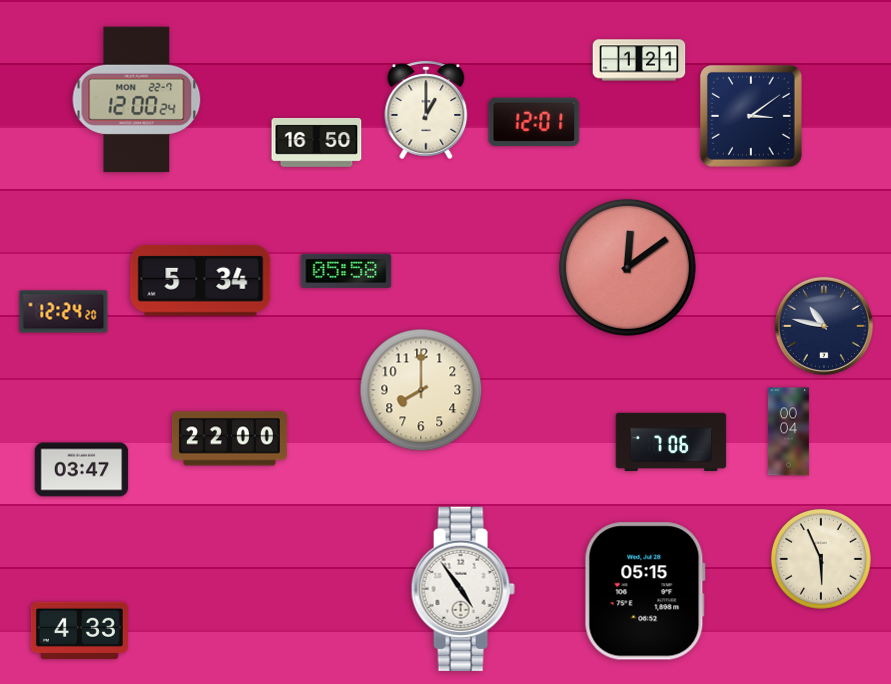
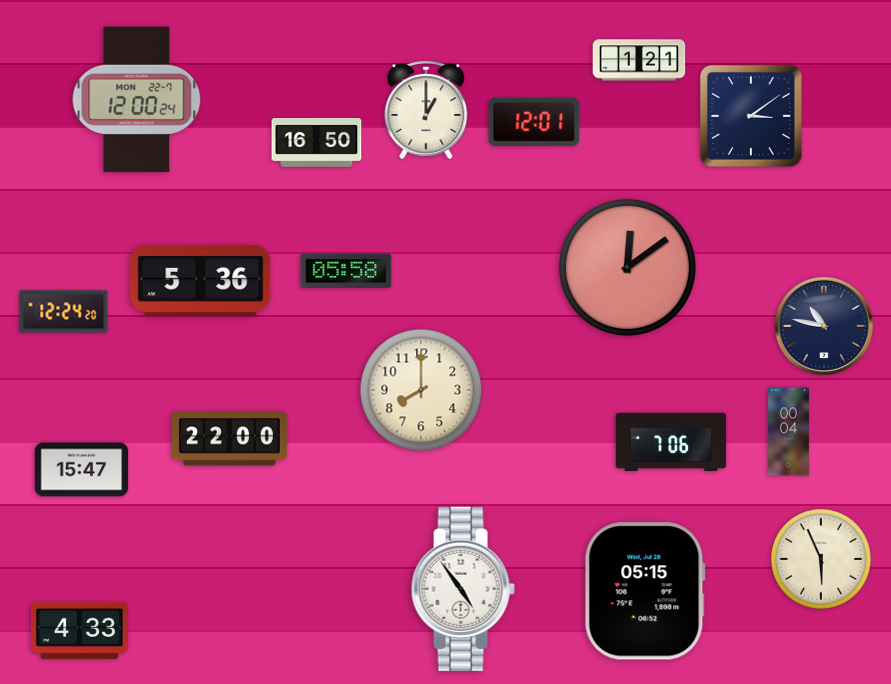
clock at (201, 280): 5:34 -> 5:36
clock at (82, 470): 03:47 -> 15:47
